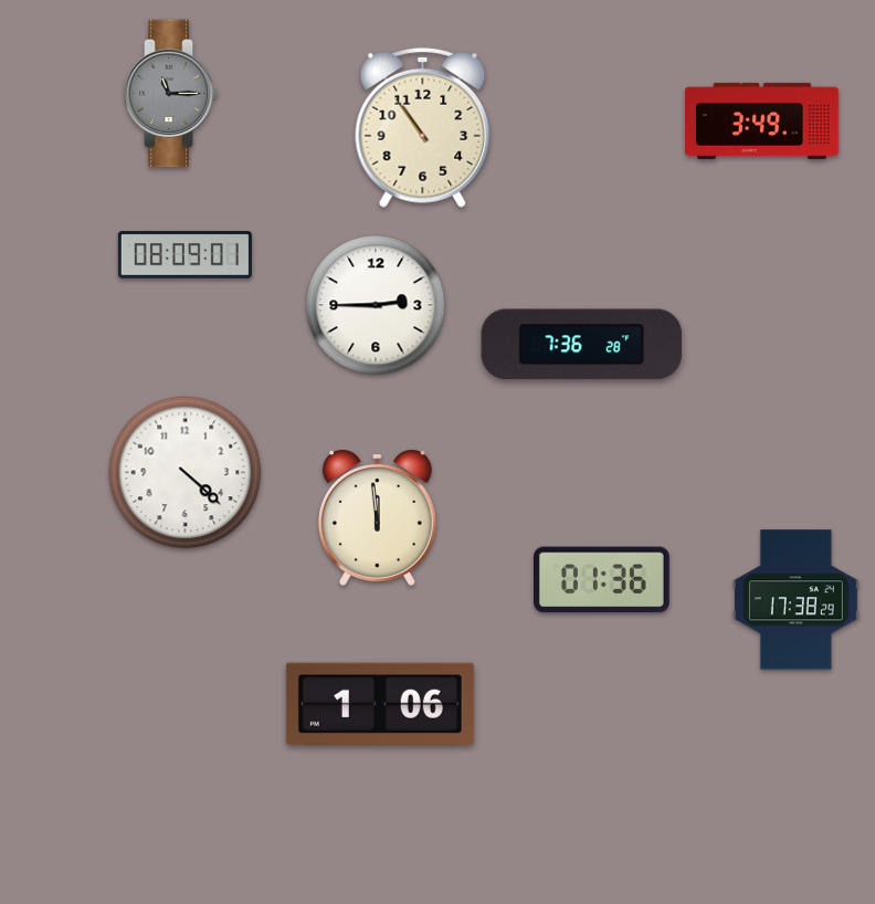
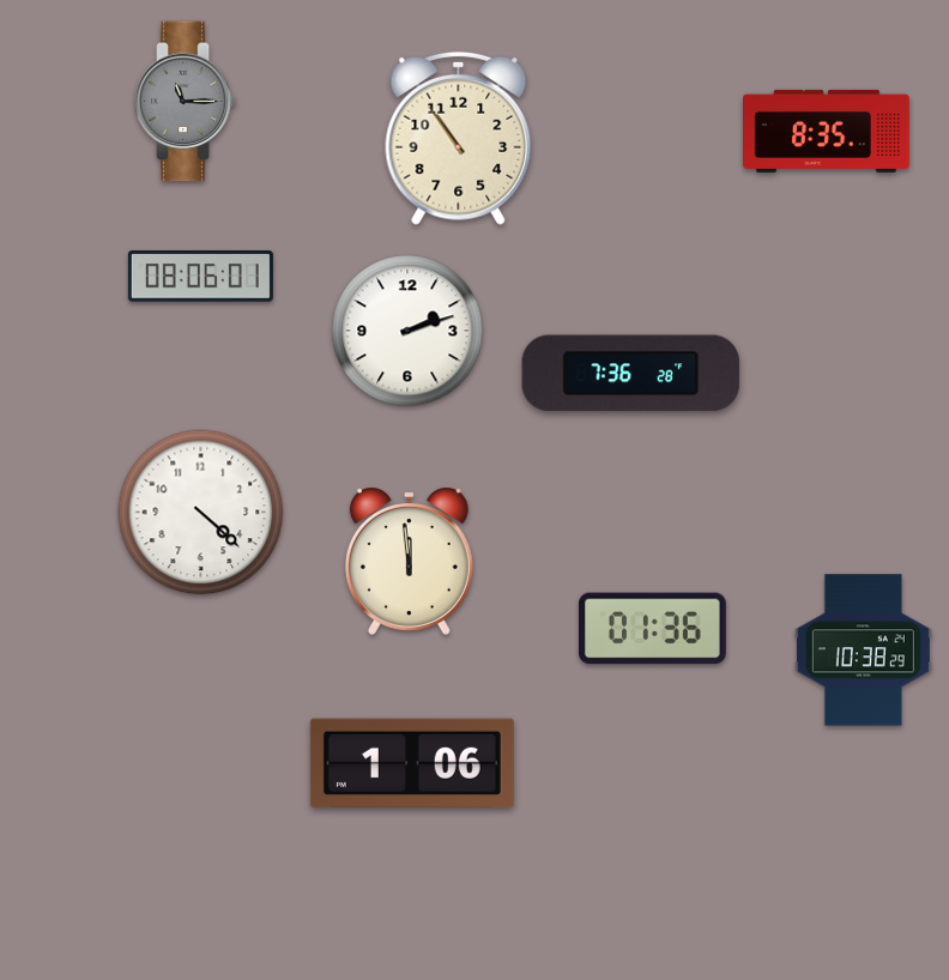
clock at (762, 120): 3:49 -> 8:35
clock at (185, 255): 08:09 -> 08:06
clock at (376, 305): 2:45 -> 2:12
clock at (795, 600): 17:38 -> 10:38
